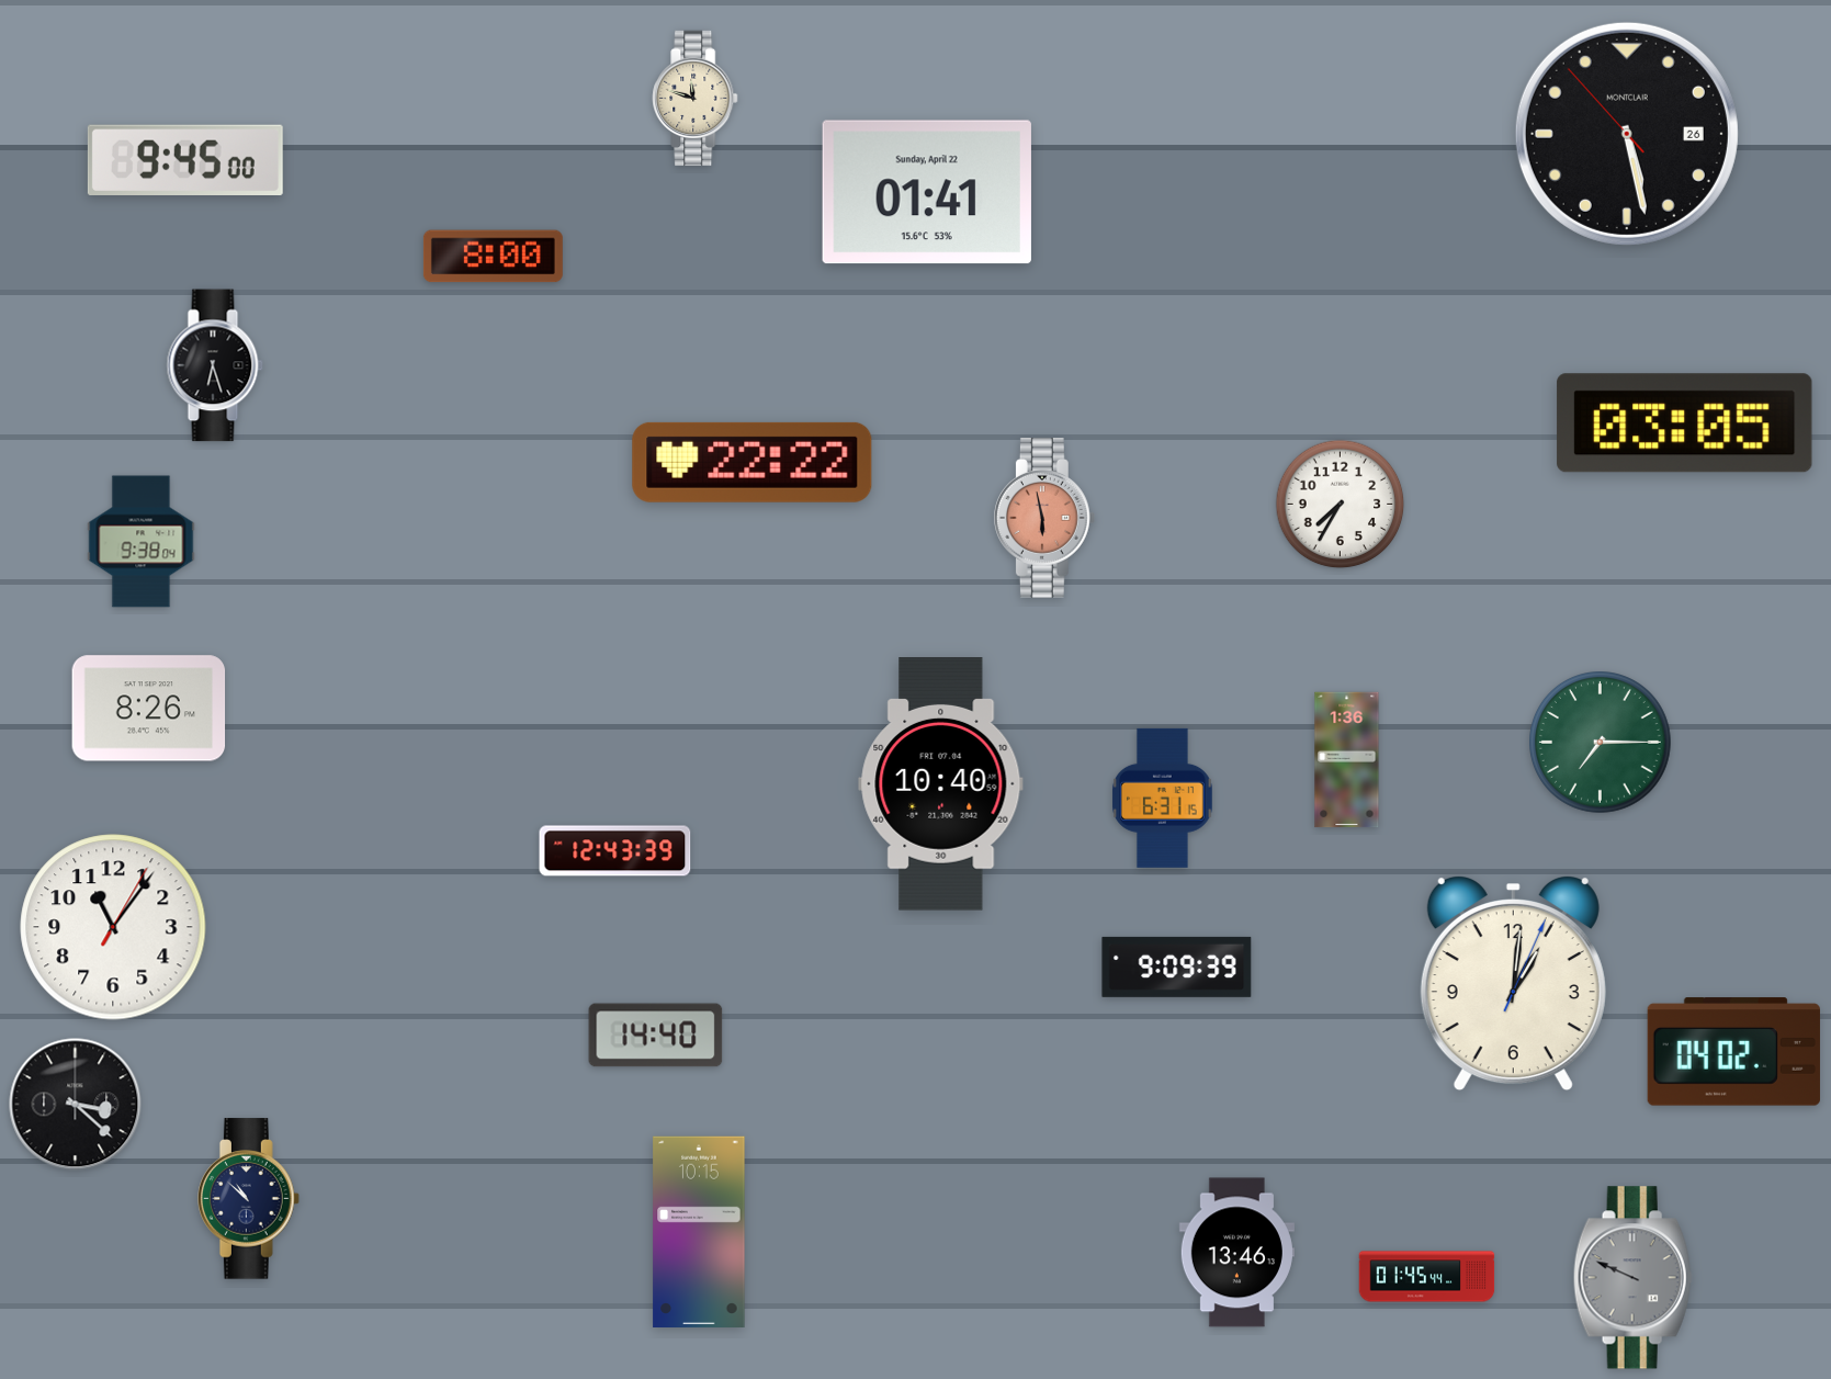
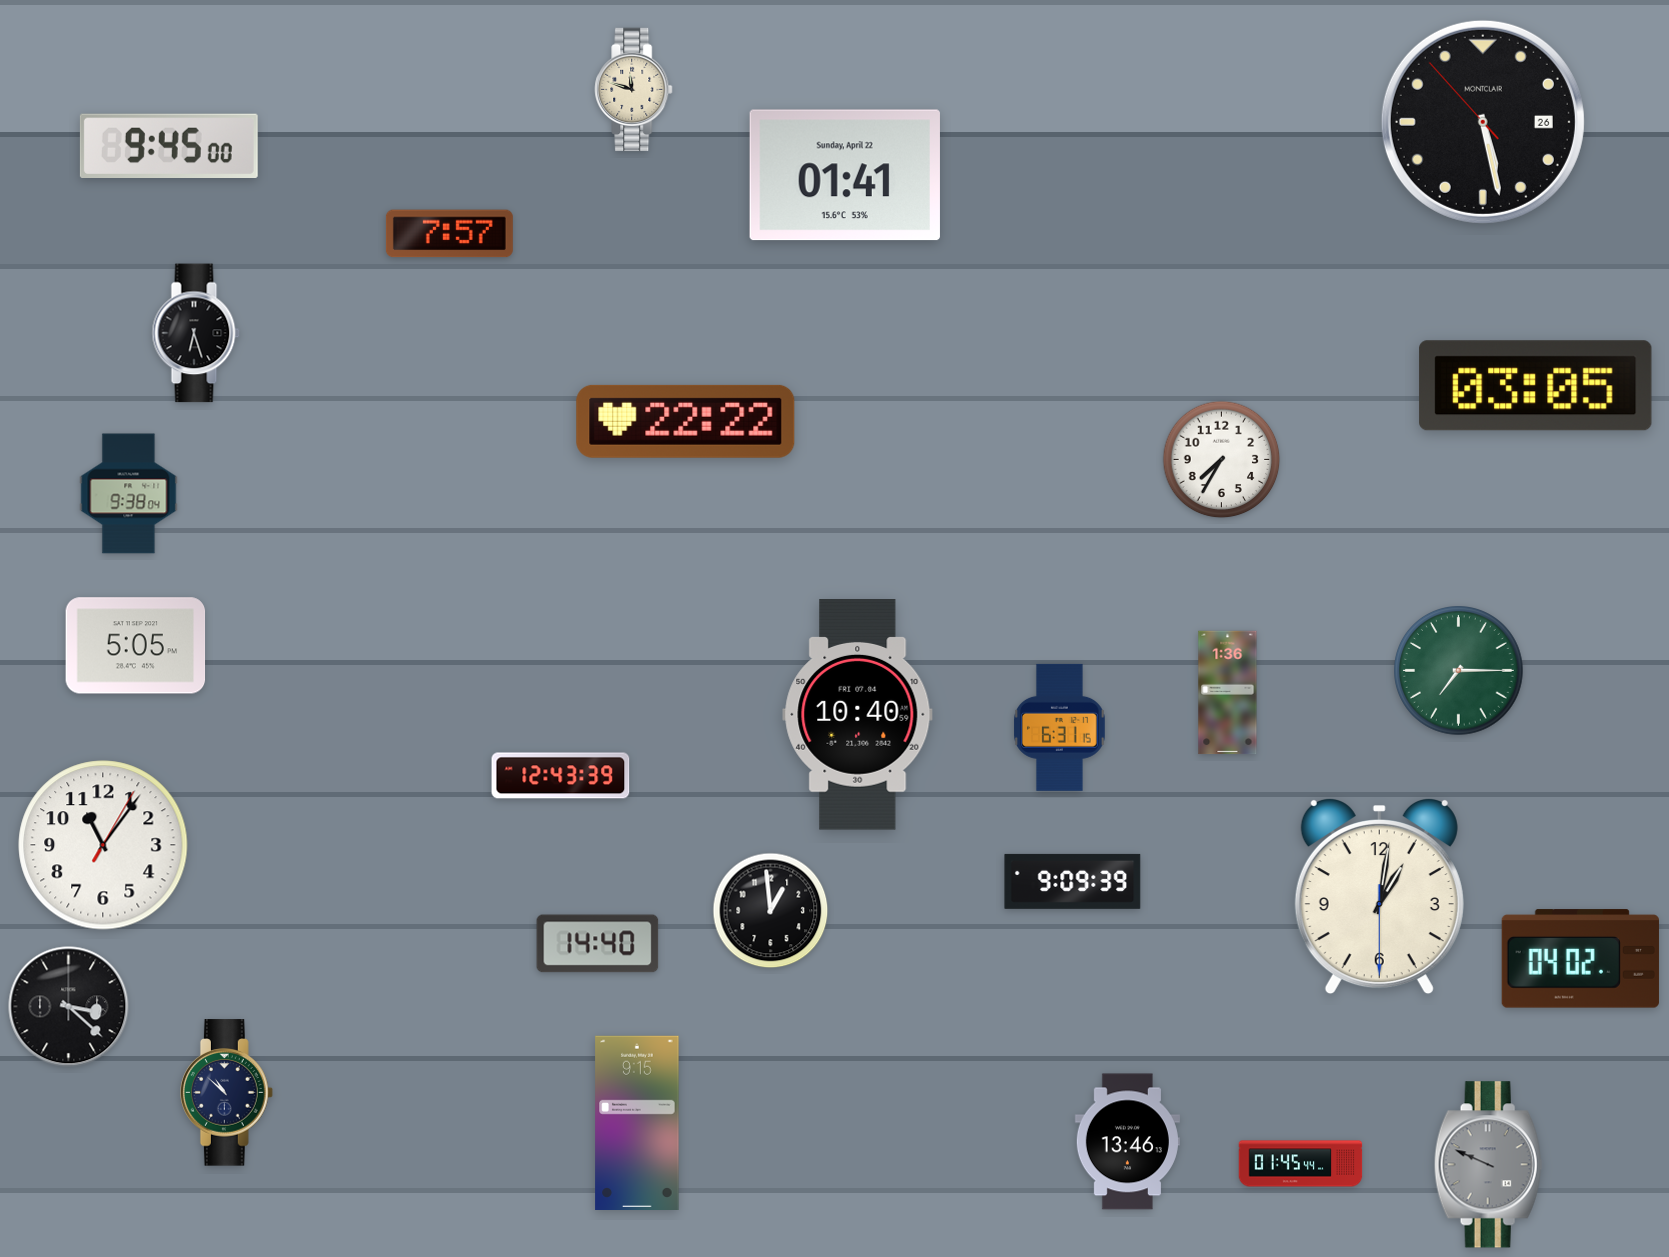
clock at (493, 257): 8:00 -> 7:57
clock at (1044, 518): 5:58 -> none
clock at (149, 709): 8:26 -> 5:05
clock at (1601, 743) position: (1601, 743) -> (1459, 671)
clock at (1513, 983): 1:01:04 -> 1:01:30
clock at (771, 911): none -> 12:59
clock at (699, 1231): 10:15 -> 9:15
